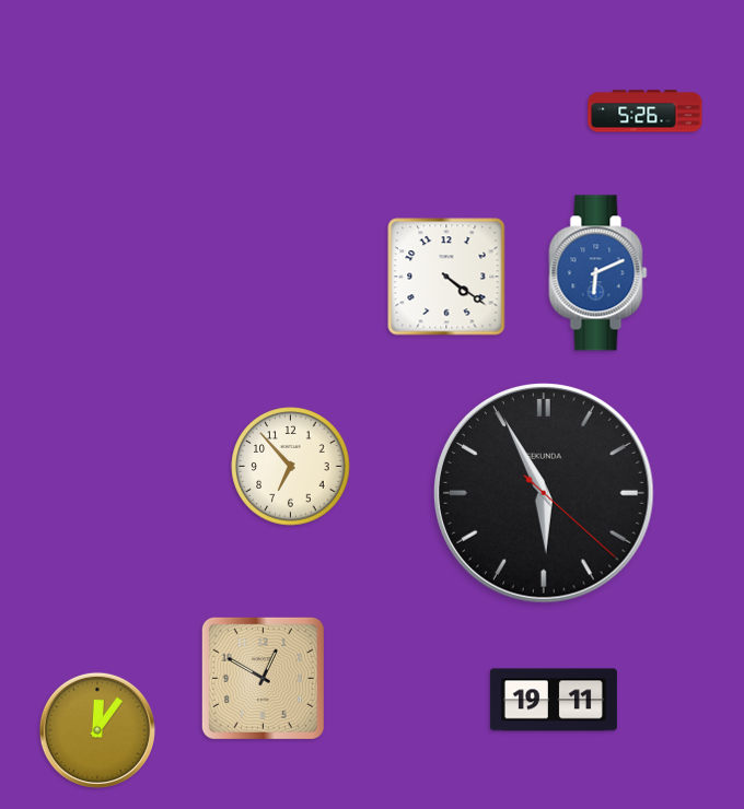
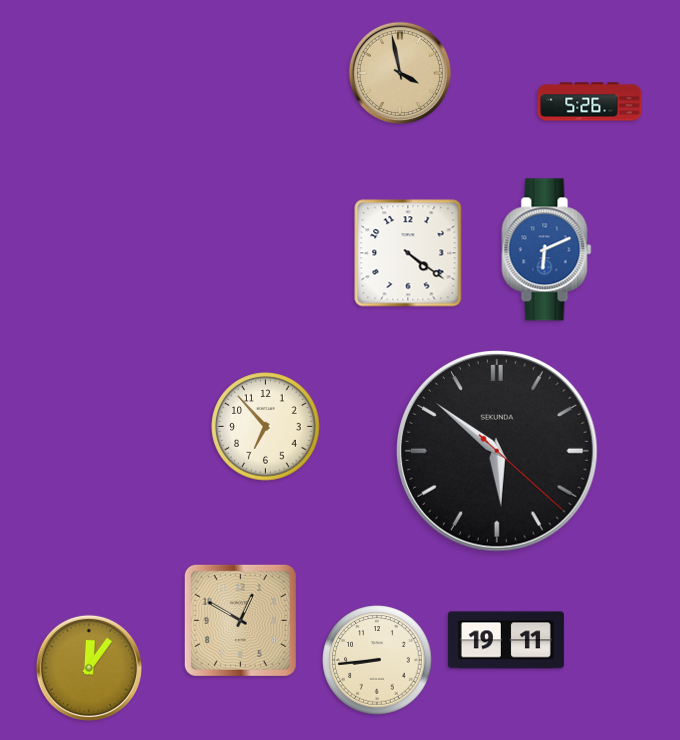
clock at (399, 72): none -> 3:58
clock at (544, 493): 5:55 -> 5:51
clock at (377, 660): none -> 8:44
